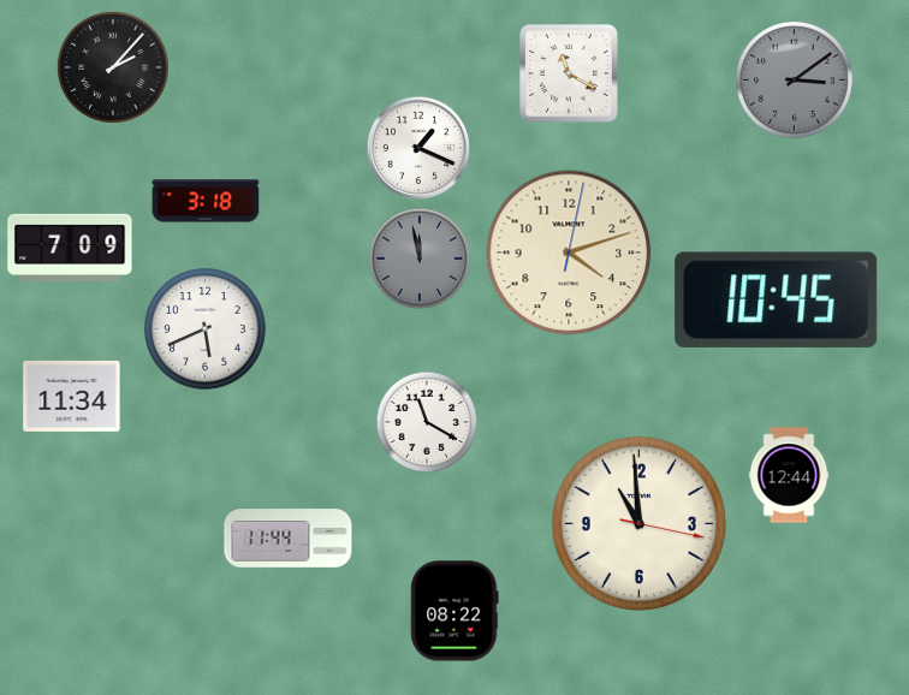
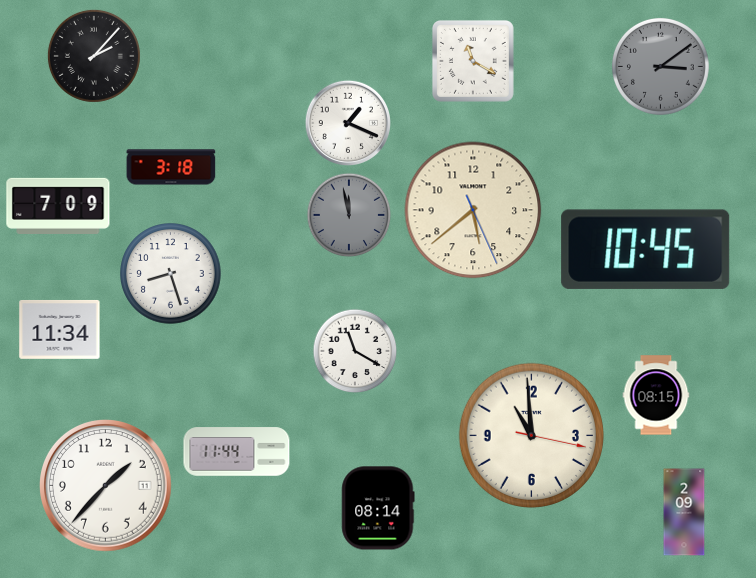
clock at (569, 253): 4:12 -> 5:38
clock at (206, 329): 5:41 -> 8:27
clock at (789, 475): 12:44 -> 08:15
clock at (289, 539) position: (289, 539) -> (237, 452)
clock at (106, 486): none -> 1:37
clock at (454, 611): 08:22 -> 08:14
clock at (684, 512): none -> 2:09
